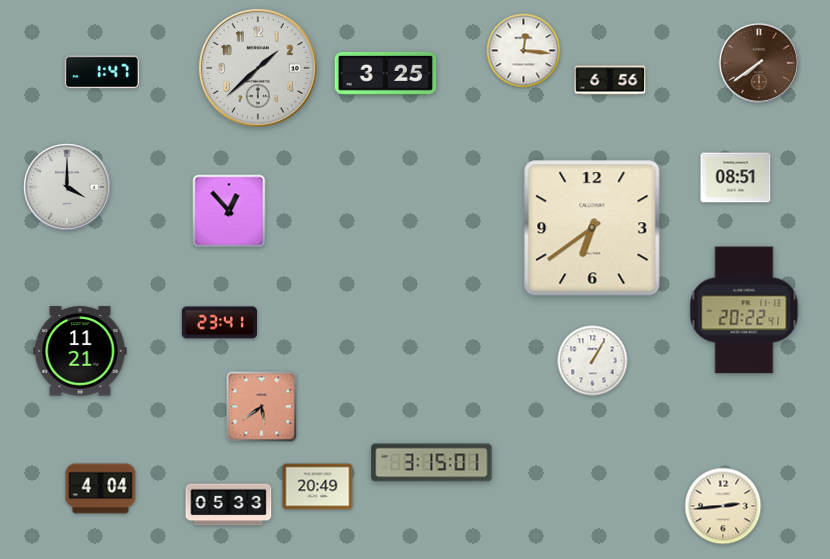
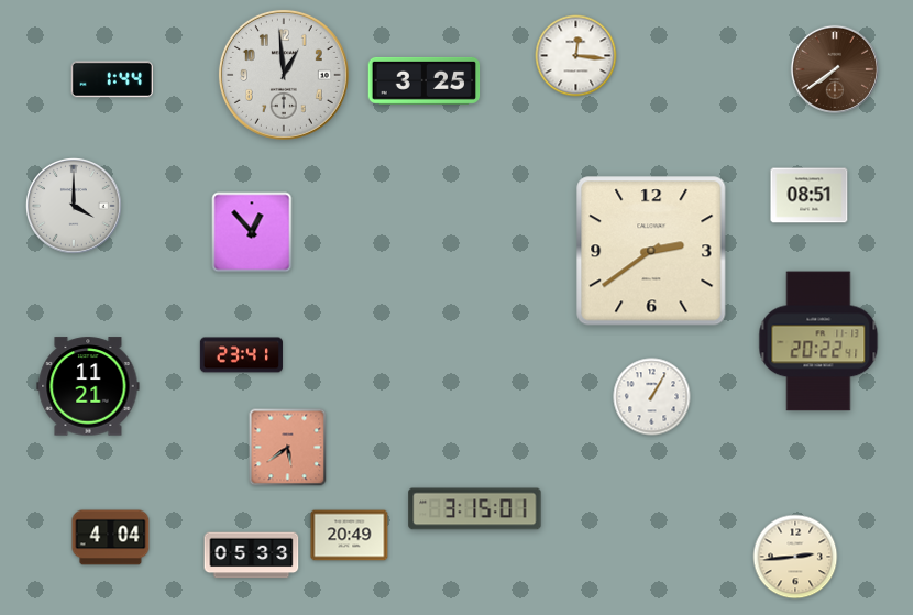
clock at (258, 68): 1:38 -> 12:59
clock at (101, 72): 1:47 -> 1:44
clock at (610, 80): 6:56 -> none
clock at (592, 228): 6:39 -> 2:39
